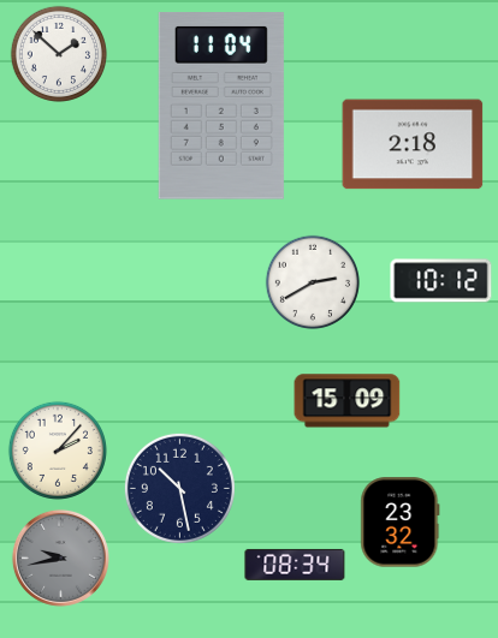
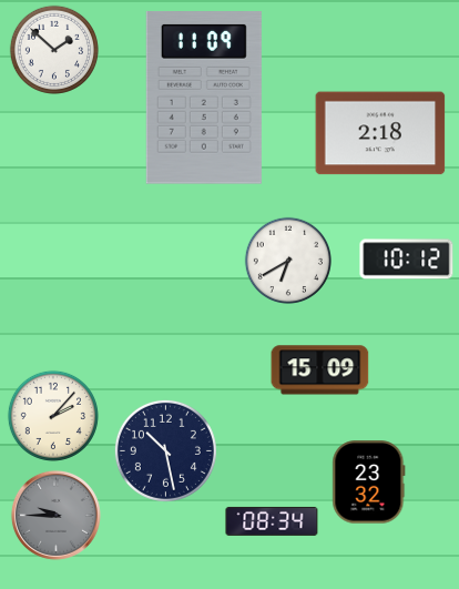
clock at (221, 107): 11:04 -> 11:09
clock at (312, 281): 2:40 -> 6:40
clock at (60, 557): 9:43 -> 9:45
